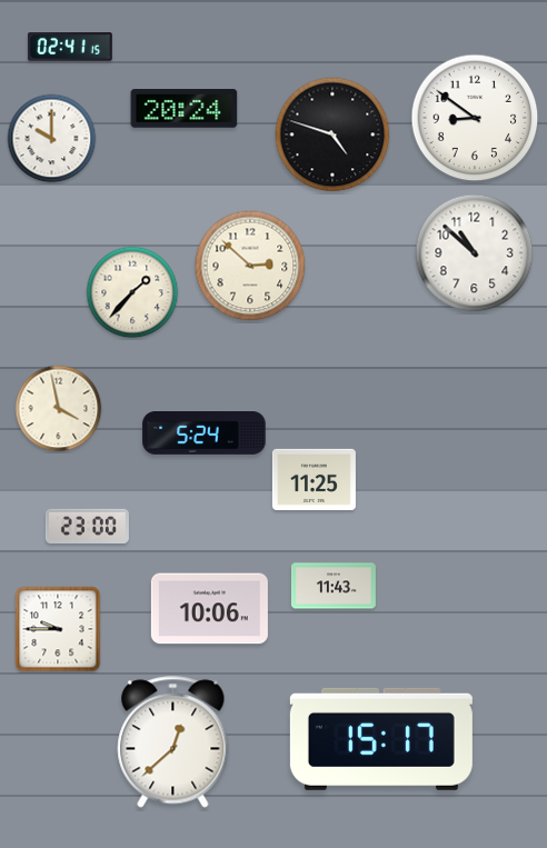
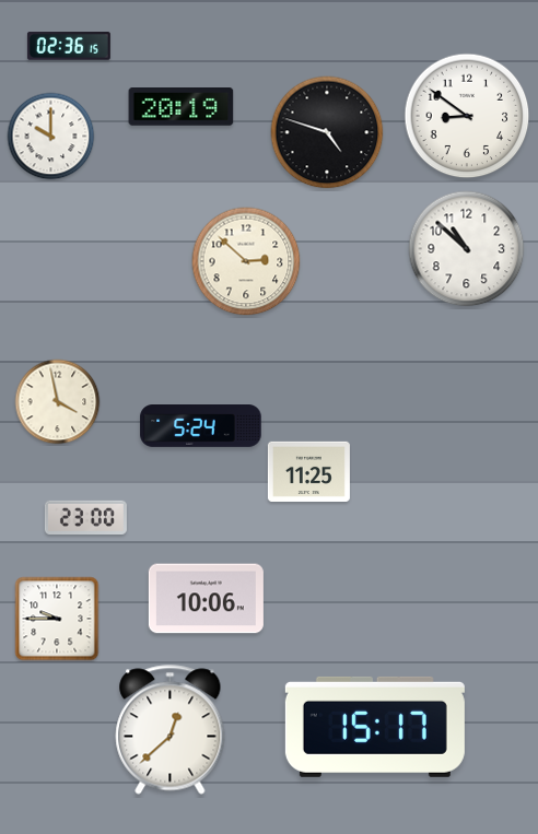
clock at (70, 47): 02:41 -> 02:36
clock at (185, 109): 20:24 -> 20:19
clock at (132, 292): 1:37 -> none
clock at (334, 586): 11:43 -> none
